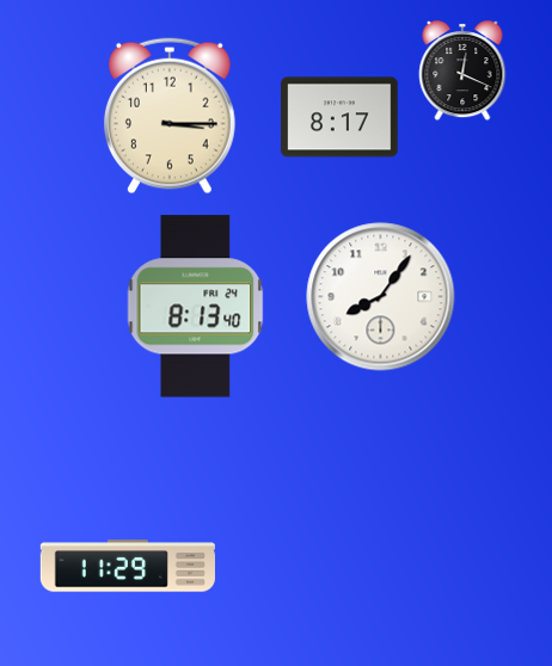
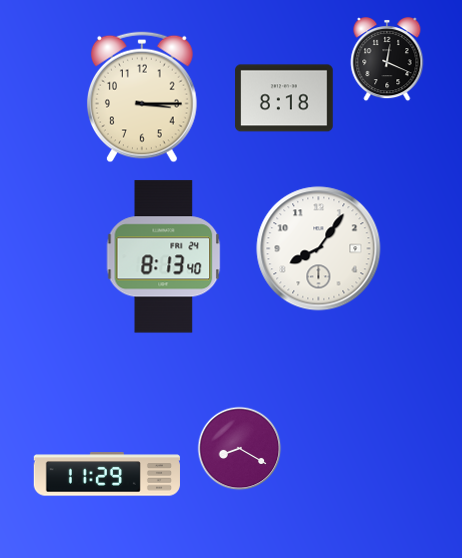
clock at (339, 117): 8:17 -> 8:18
clock at (240, 449): none -> 8:20
